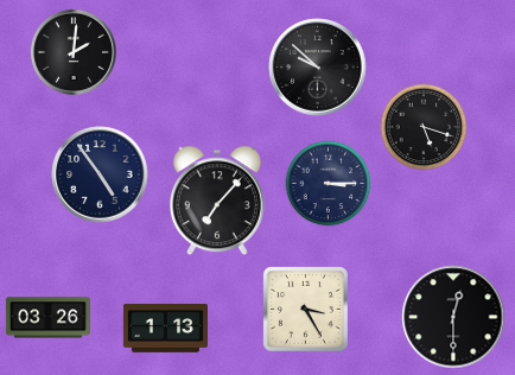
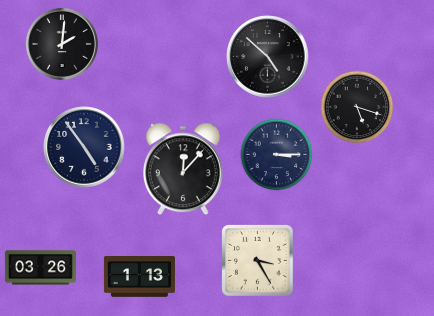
clock at (318, 68): 9:52 -> 4:52
clock at (217, 201): 7:07 -> 12:07
clock at (453, 317): 12:30 -> none
